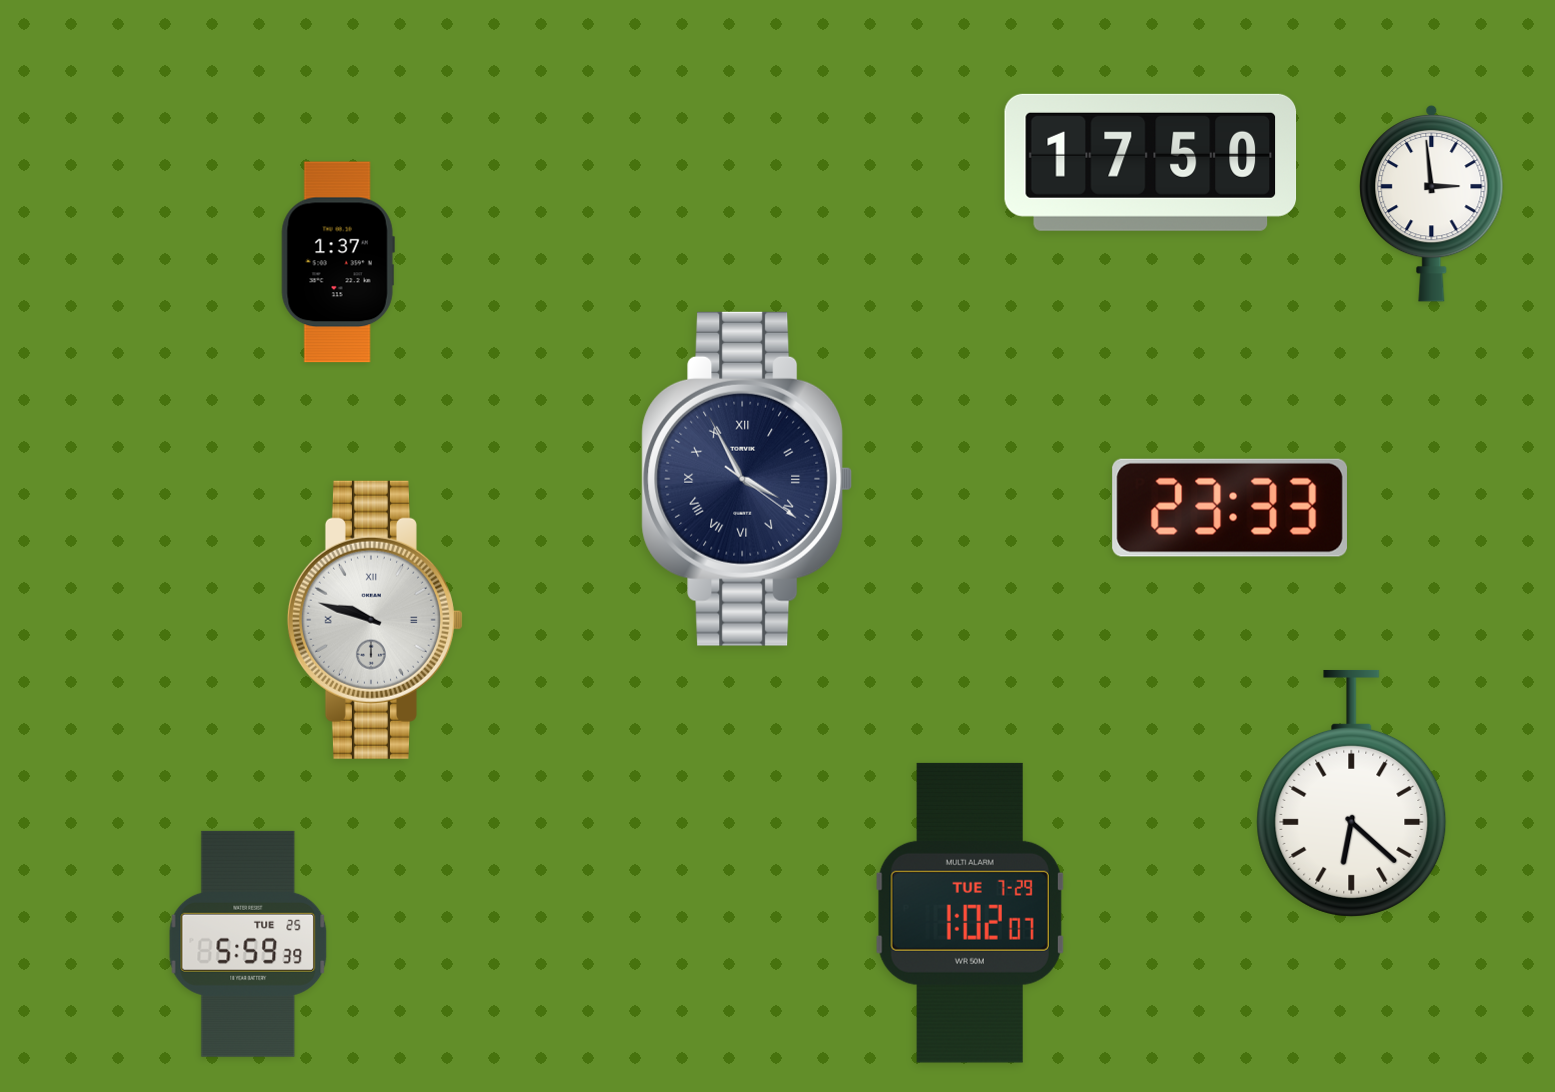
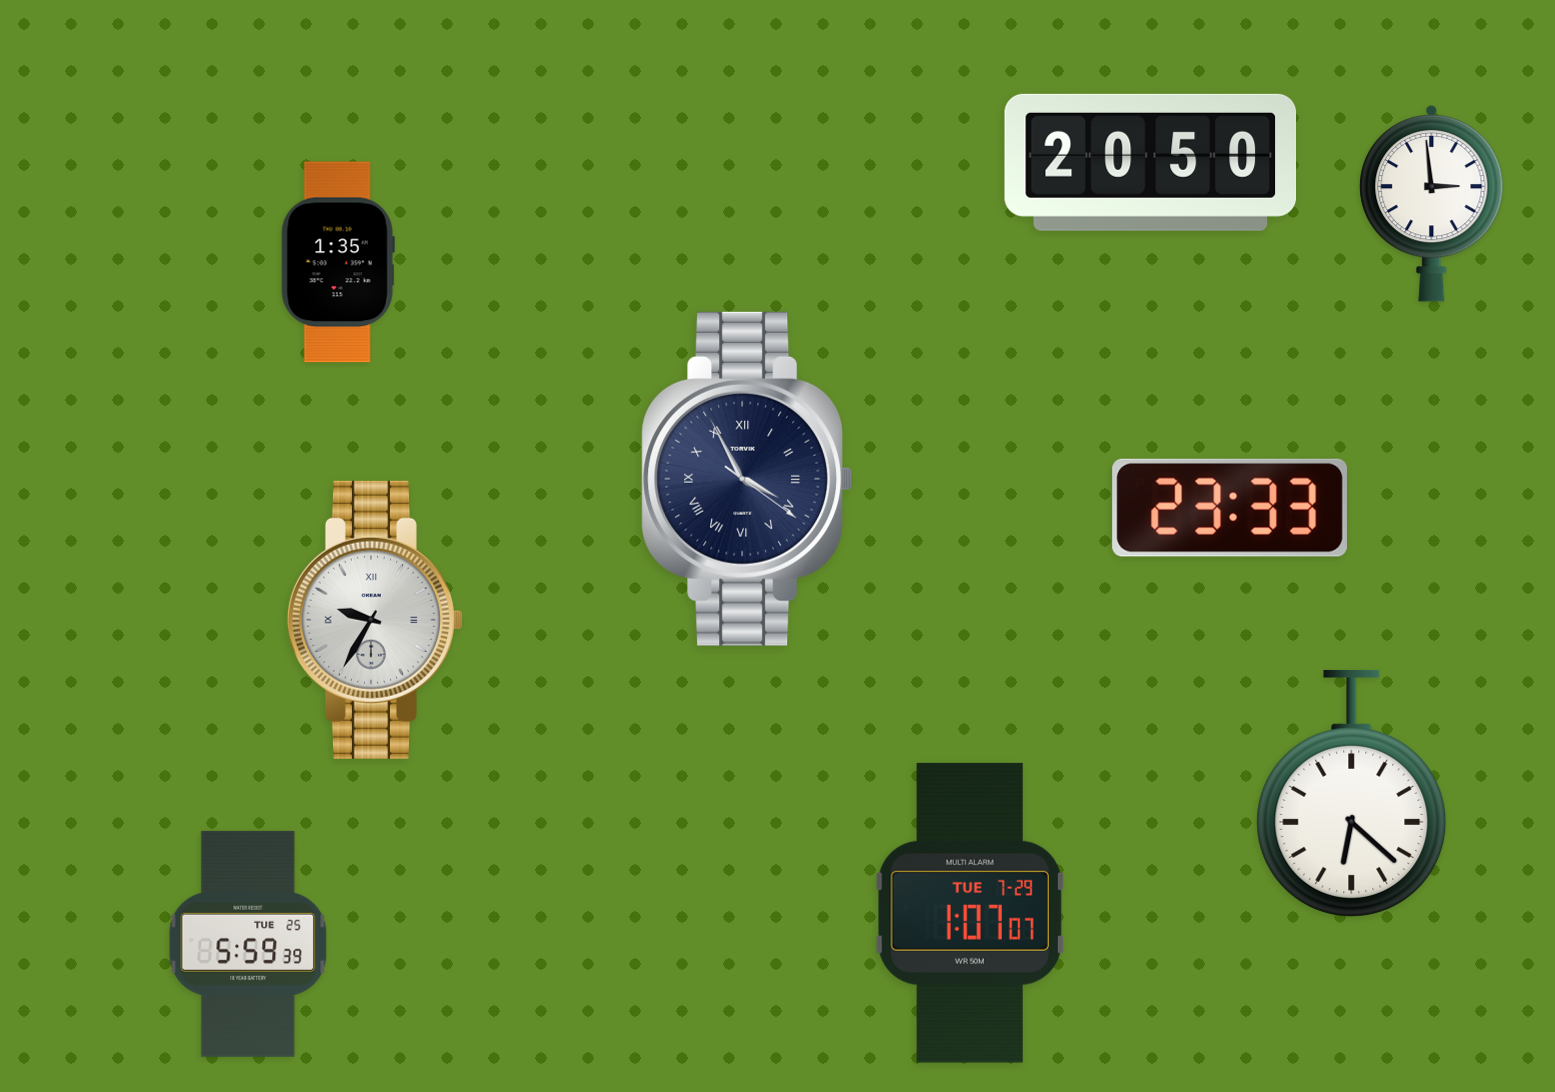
clock at (1151, 162): 17:50 -> 20:50
clock at (338, 262): 1:37 -> 1:35
clock at (375, 620): 9:48 -> 9:35
clock at (970, 913): 1:02 -> 1:07
